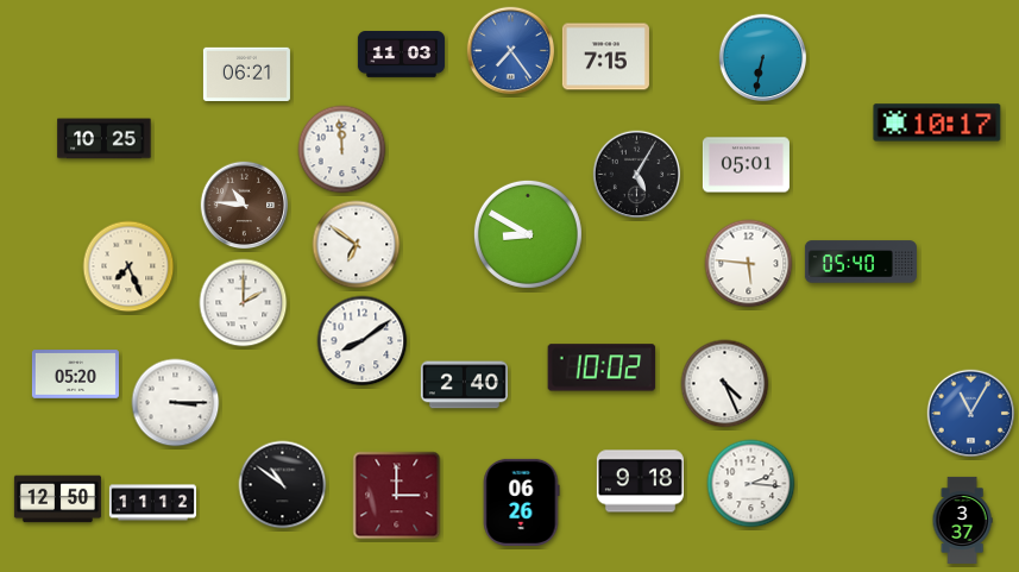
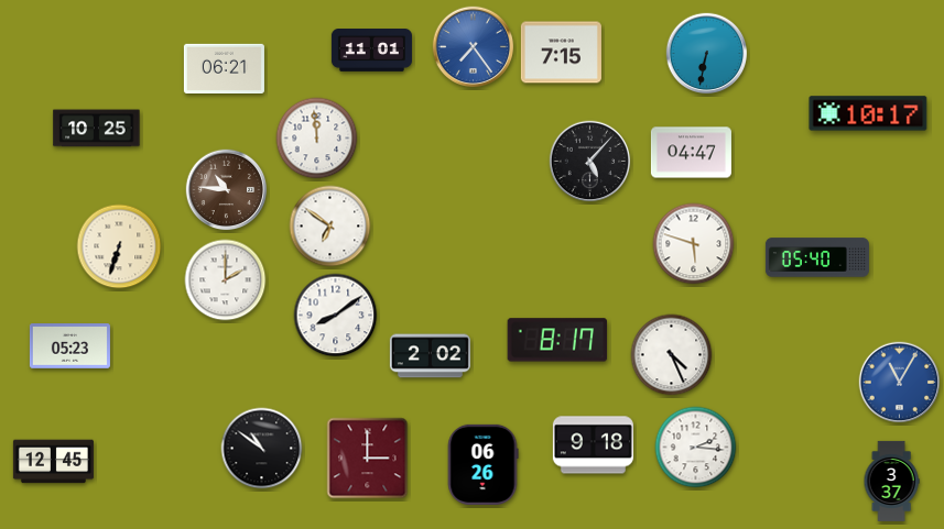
clock at (401, 55): 11:03 -> 11:01
clock at (246, 74) position: (246, 74) -> (224, 68)
clock at (746, 165): 05:01 -> 04:47
clock at (637, 175): 5:05 -> 5:07
clock at (528, 234): 8:50 -> none
clock at (861, 262) position: (861, 262) -> (817, 257)
clock at (749, 264): 5:46 -> 5:48
clock at (128, 266): 7:26 -> 6:33
clock at (602, 367): 10:02 -> 8:17
clock at (75, 375): 05:20 -> 05:23
clock at (464, 385): 2:40 -> 2:02
clock at (176, 403): 3:15 -> none
clock at (57, 499): 12:50 -> 12:45
clock at (152, 503): 11:12 -> none
